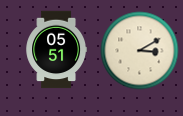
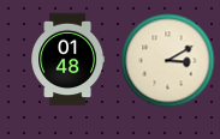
clock at (56, 49): 05:51 -> 01:48
